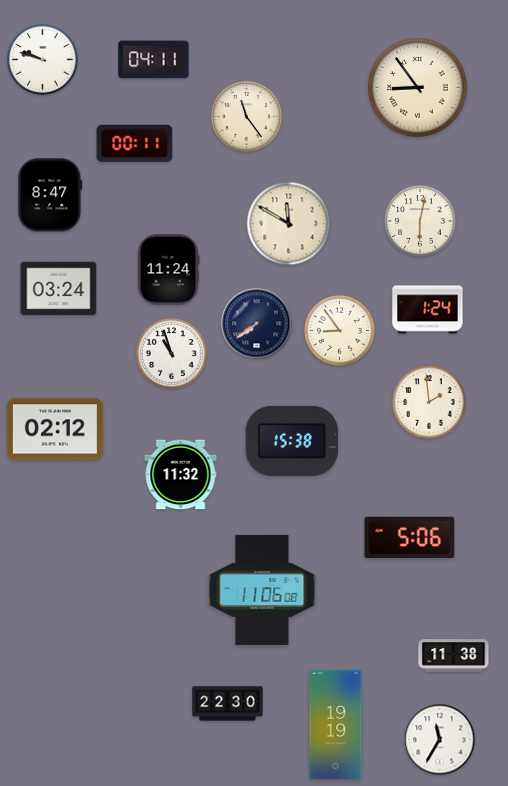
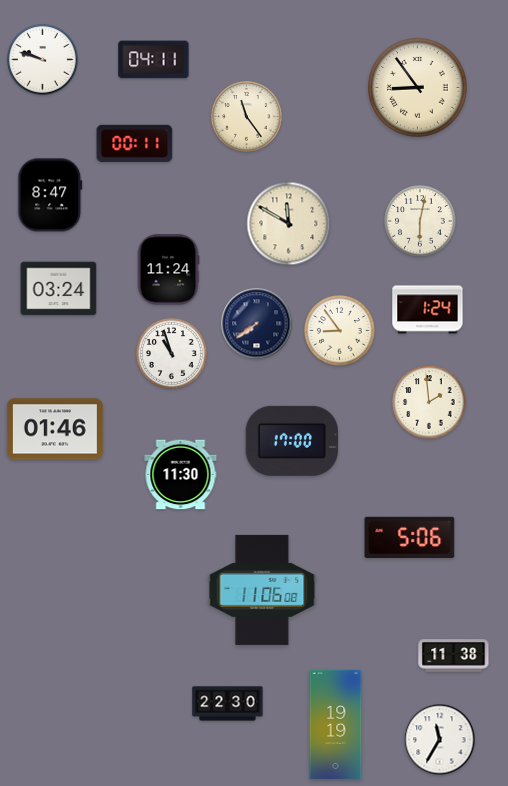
clock at (55, 429): 02:12 -> 01:46
clock at (292, 441): 15:38 -> 17:00
clock at (181, 475): 11:32 -> 11:30
